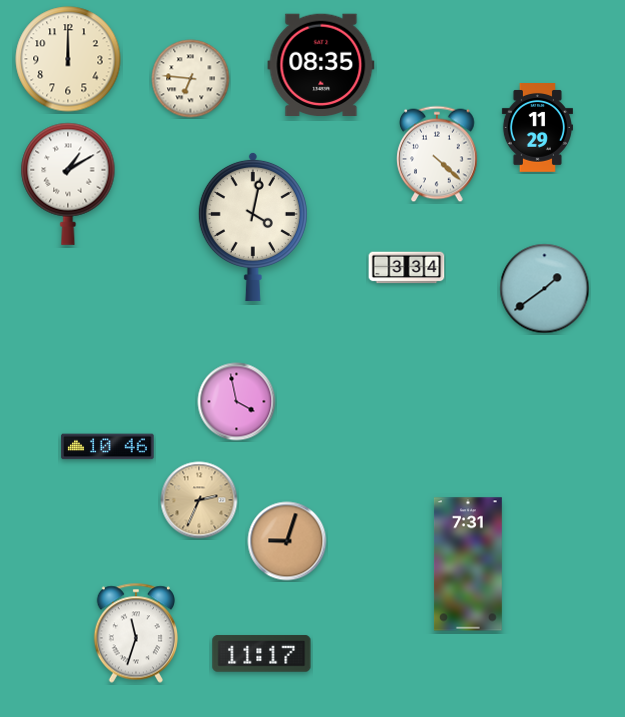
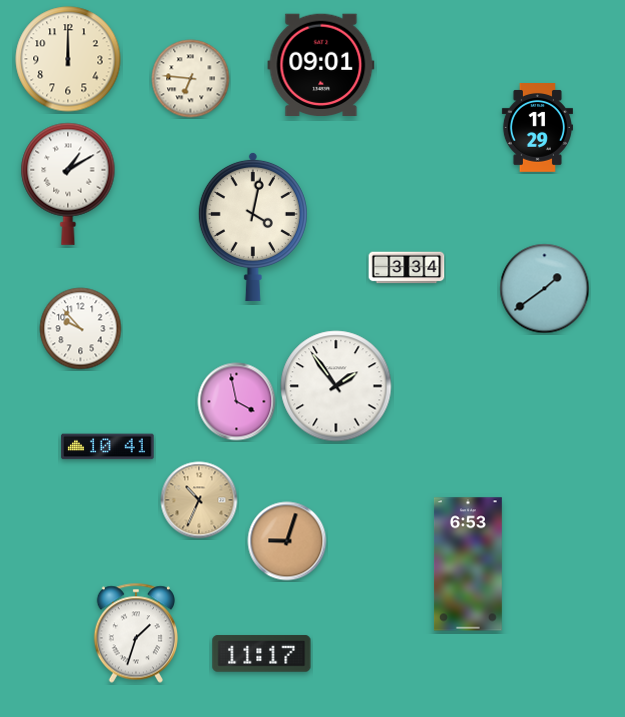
clock at (321, 64): 08:35 -> 09:01
clock at (437, 154): 4:22 -> none
clock at (81, 329): none -> 9:53
clock at (336, 386): none -> 1:54
clock at (108, 447): 10:46 -> 10:41
clock at (199, 500): 2:34 -> 10:34
clock at (468, 564): 7:31 -> 6:53
clock at (135, 633): 11:33 -> 1:33
